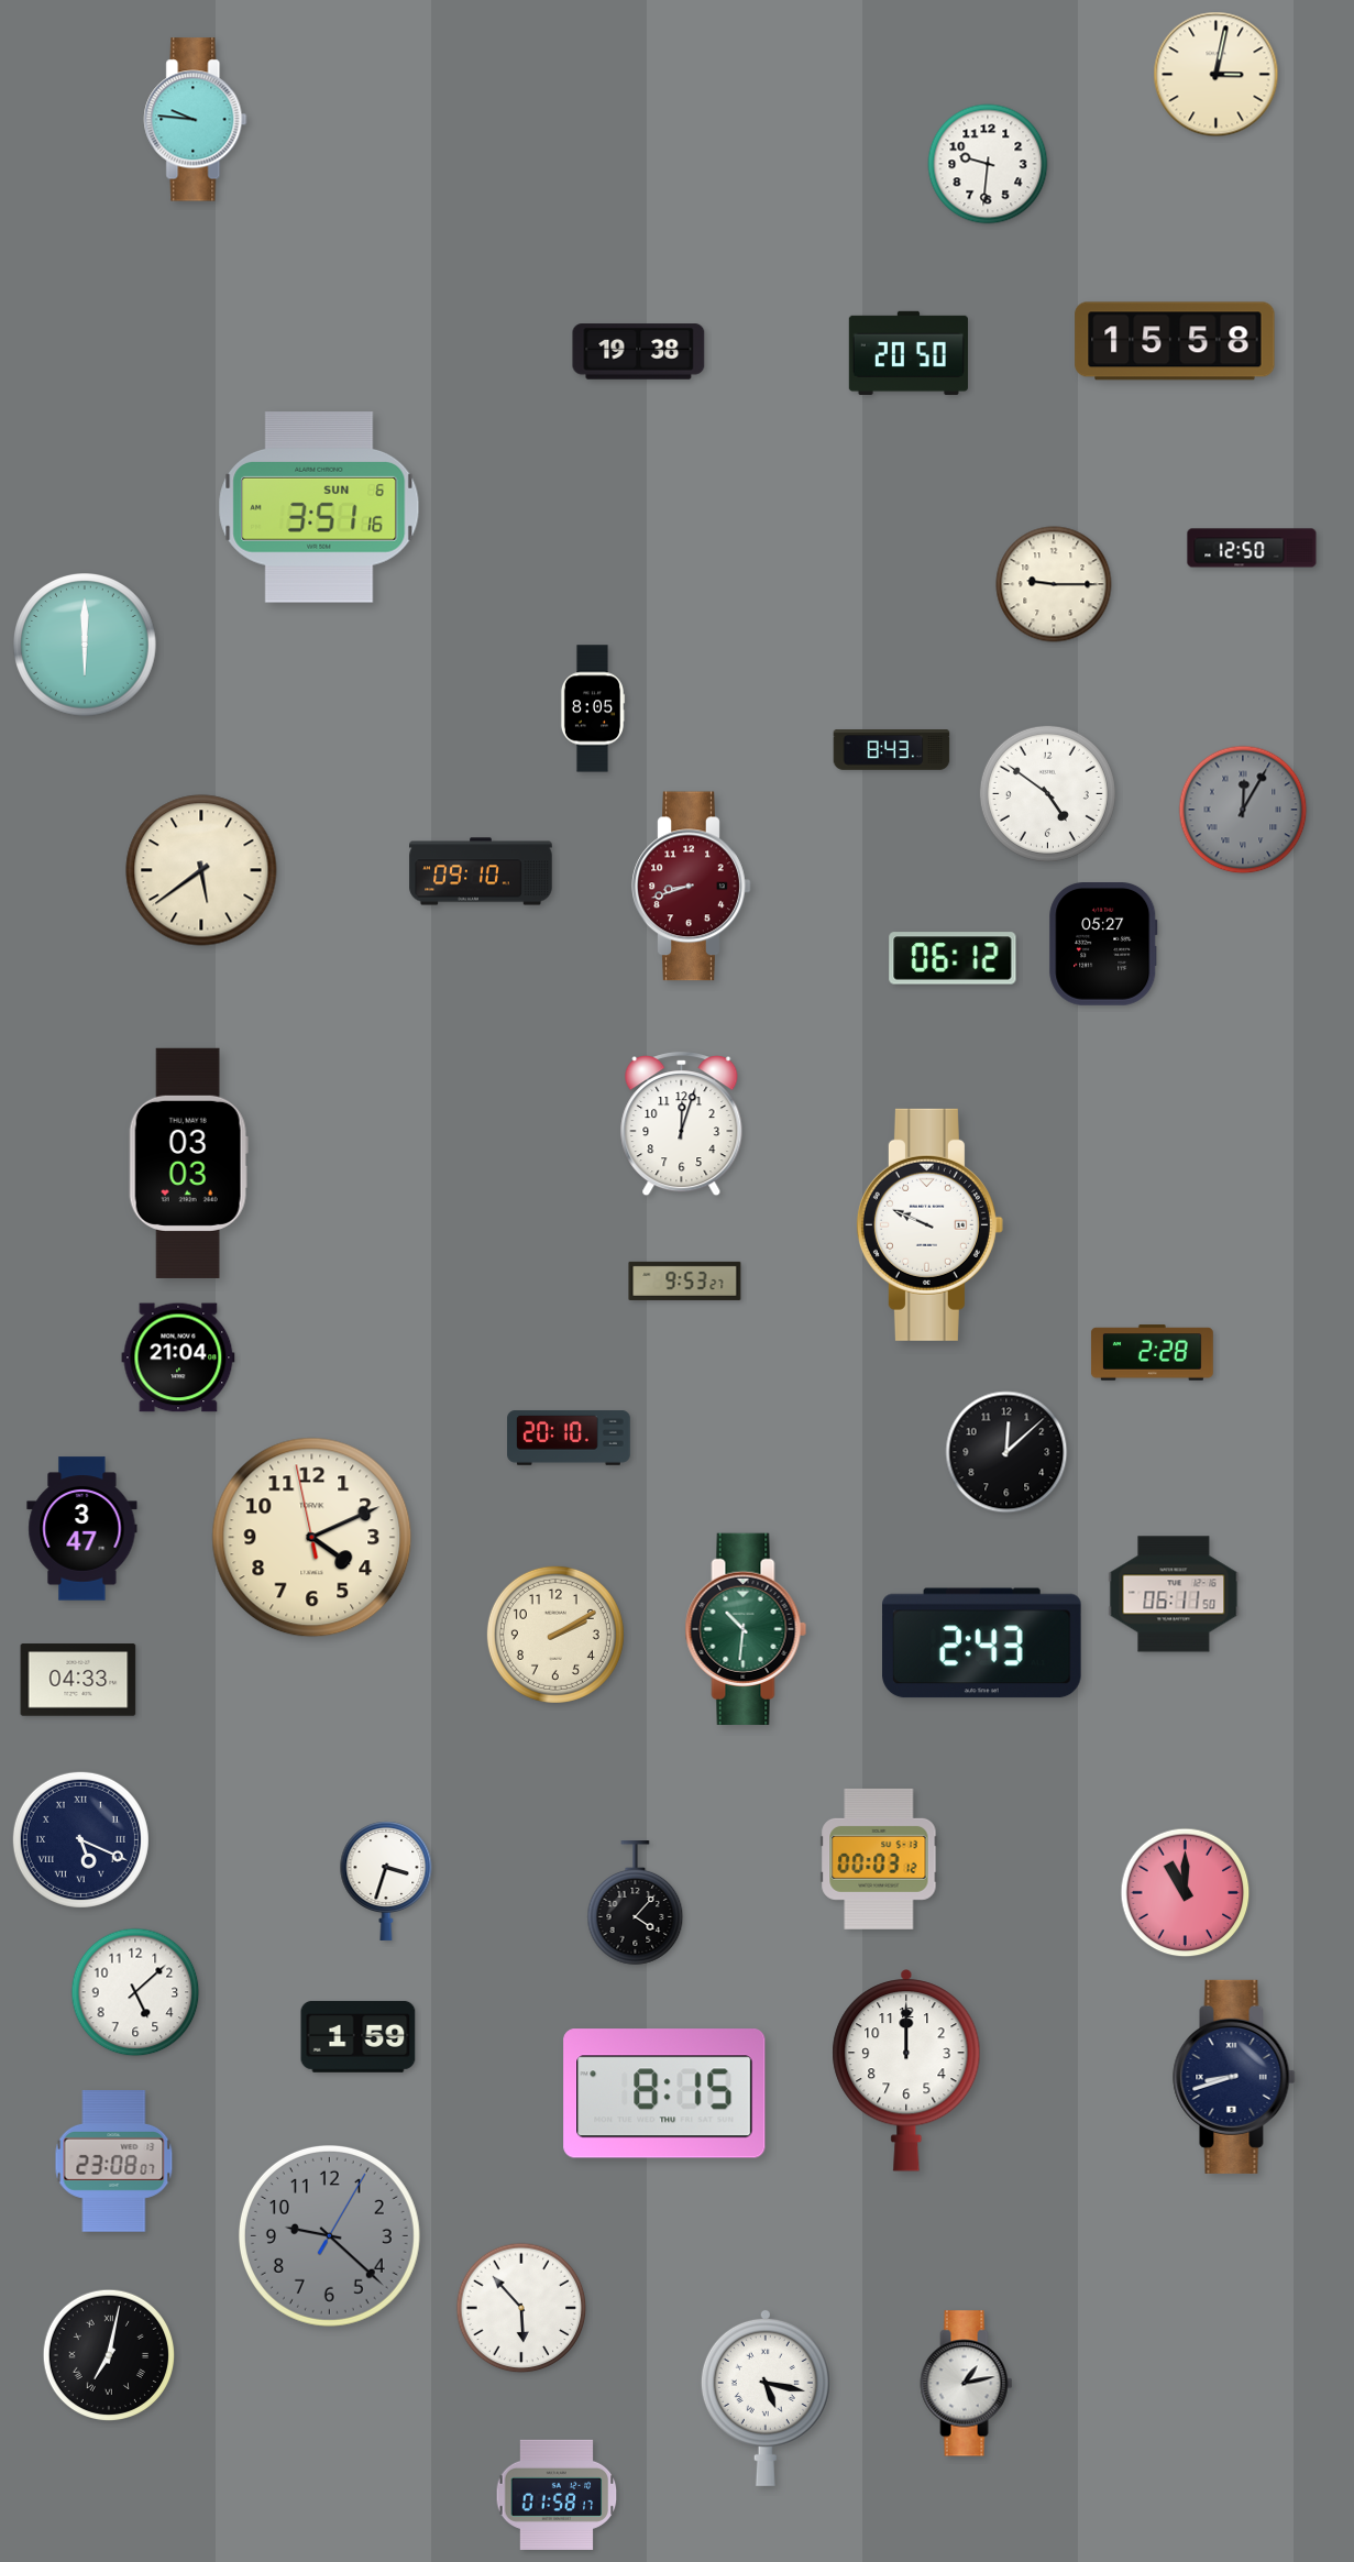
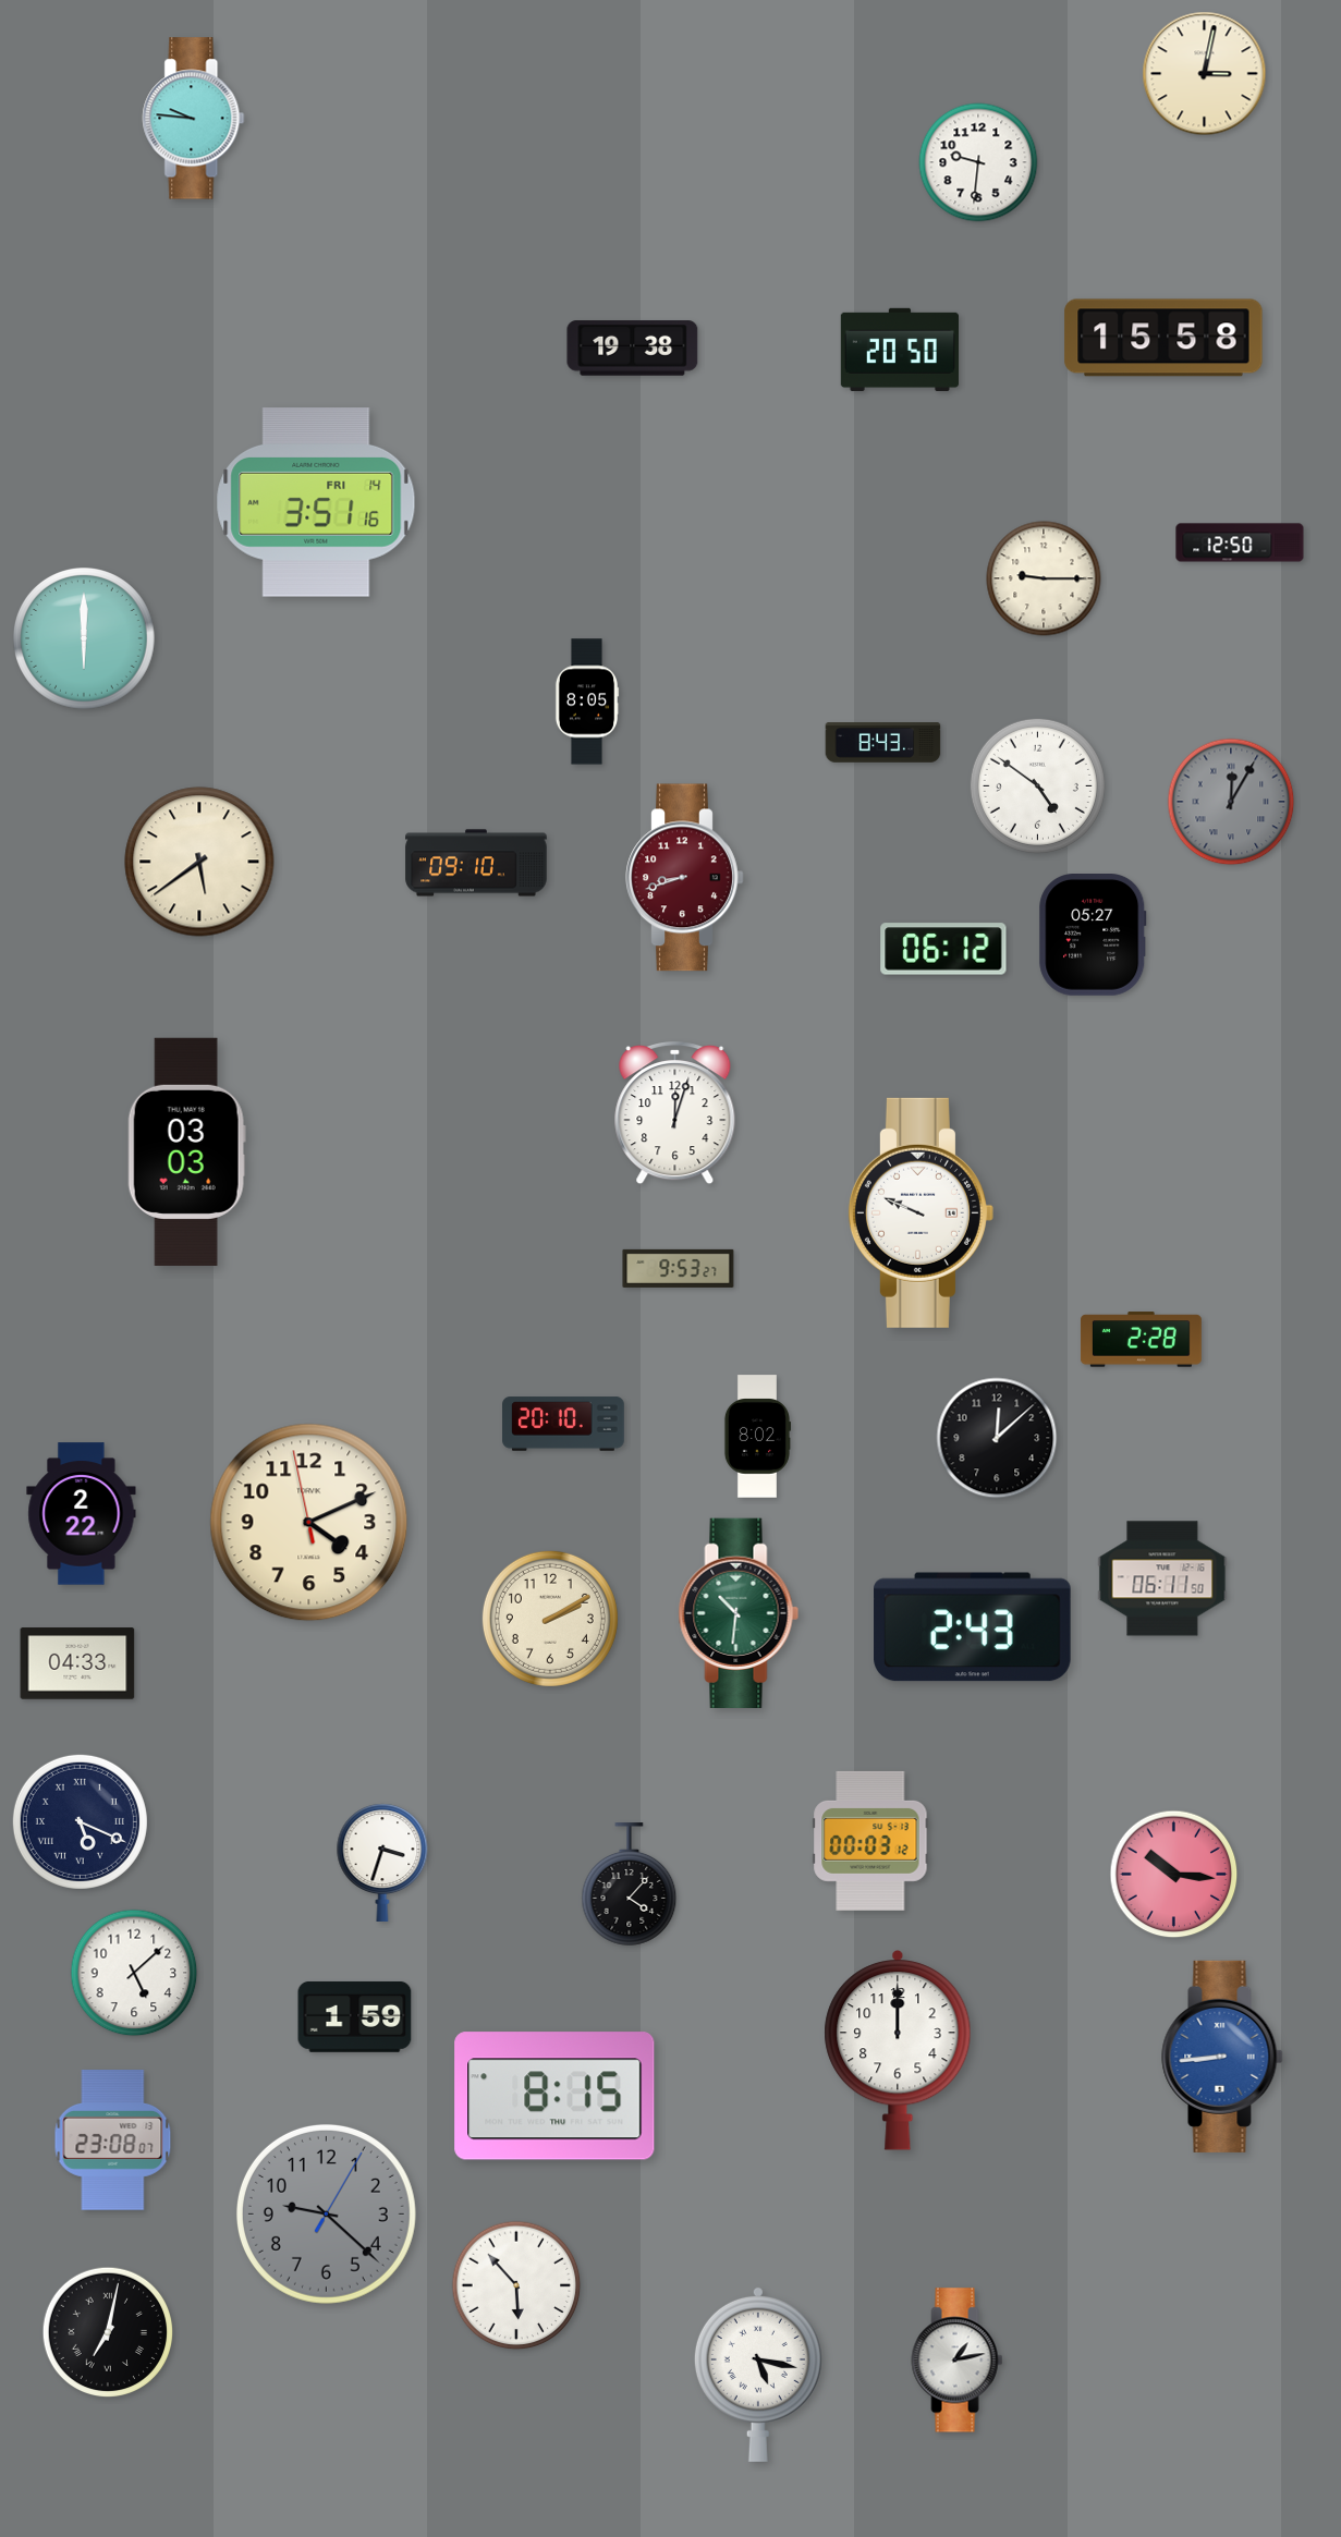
clock at (319, 507) date: SUN 6 -> FRI 14
clock at (178, 1357): 21:04 -> none
clock at (757, 1437): none -> 8:02
clock at (82, 1529): 3:47 -> 2:22
clock at (1186, 1893): 11:00 -> 10:16
clock at (1234, 2077): 8:42 -> 8:44
clock at (1234, 2077) dial: navy -> blue
clock at (664, 2093) position: (664, 2093) -> (554, 2096)
clock at (557, 2495): 01:58 -> none
